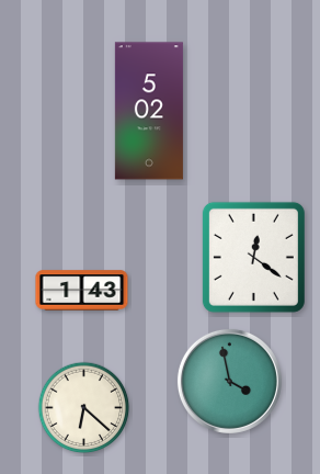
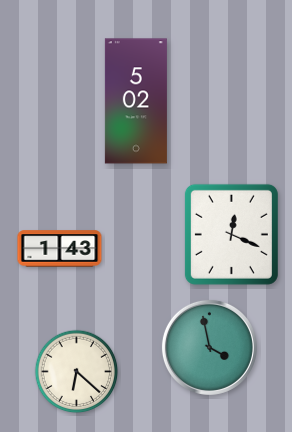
clock at (253, 257): 12:21 -> 12:19
clock at (82, 291) position: (82, 291) -> (60, 249)
